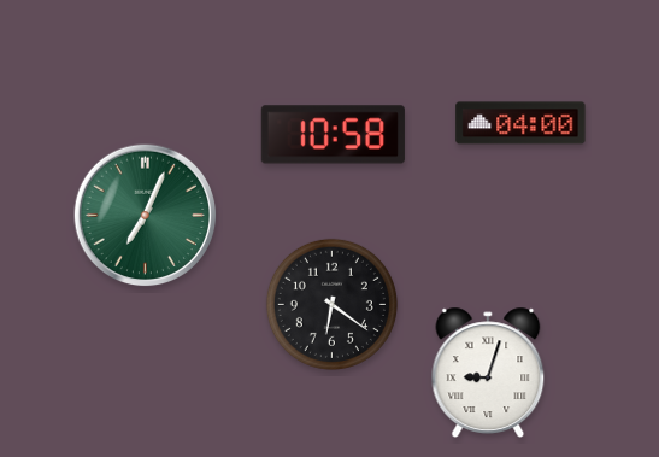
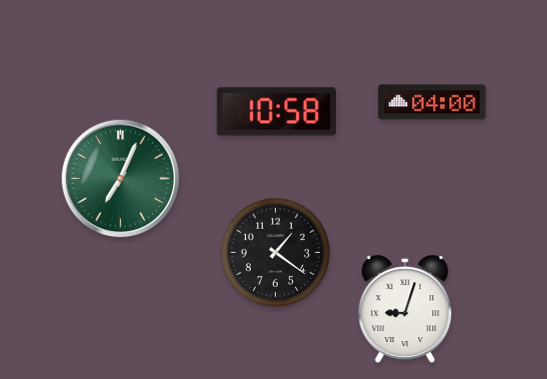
clock at (331, 304): 6:21 -> 1:21
